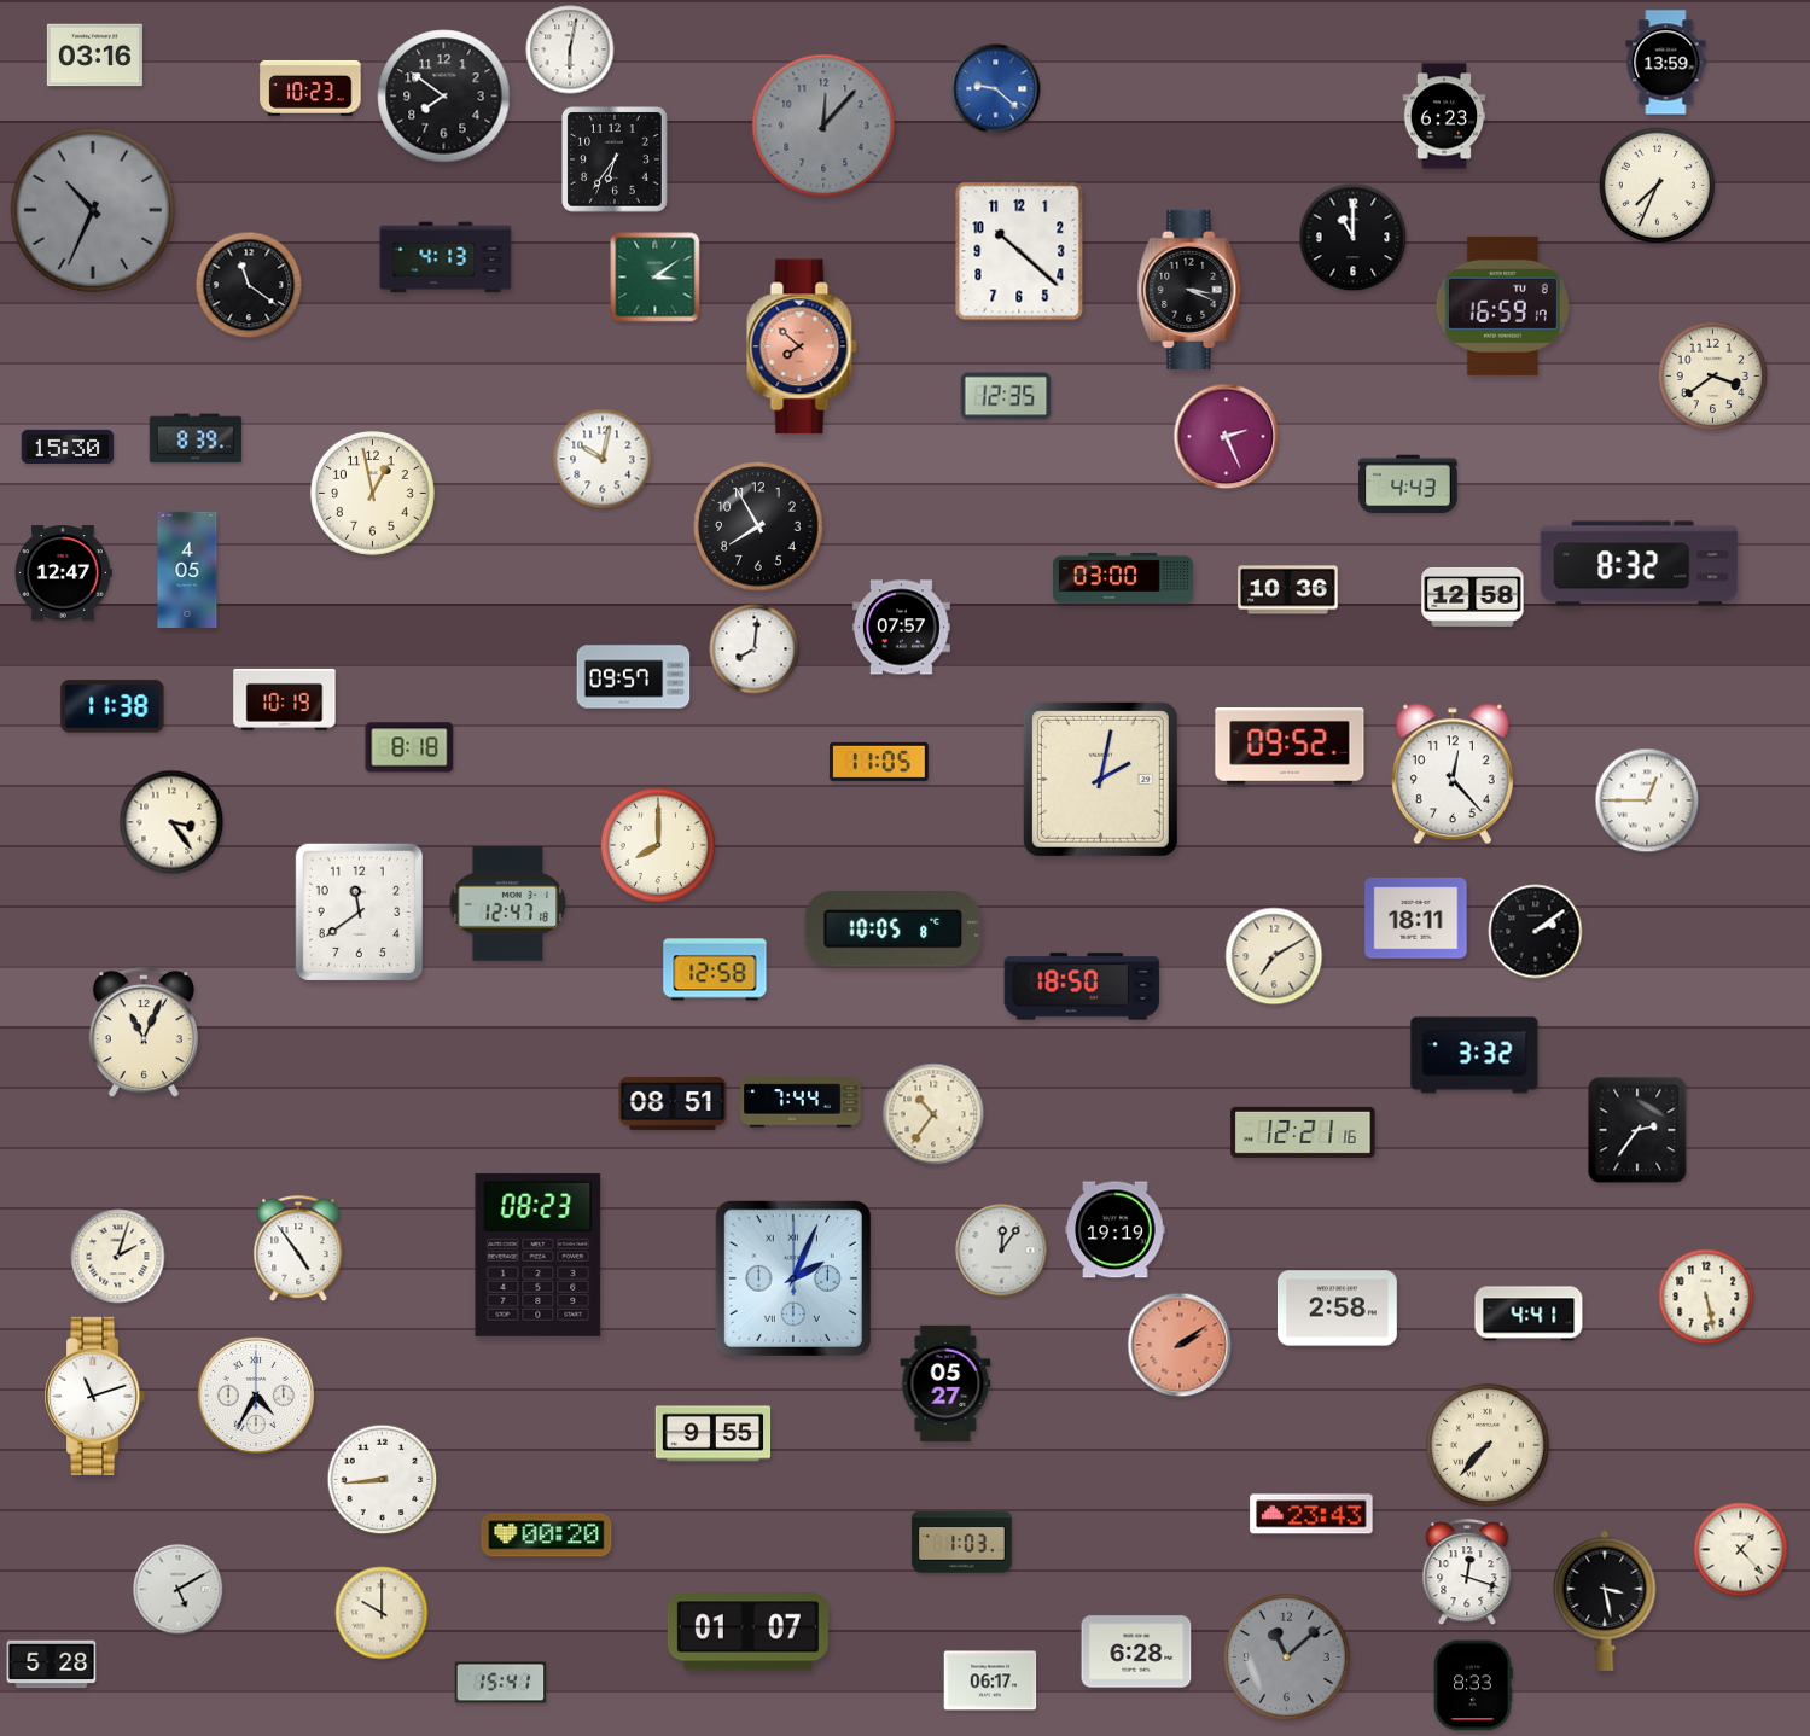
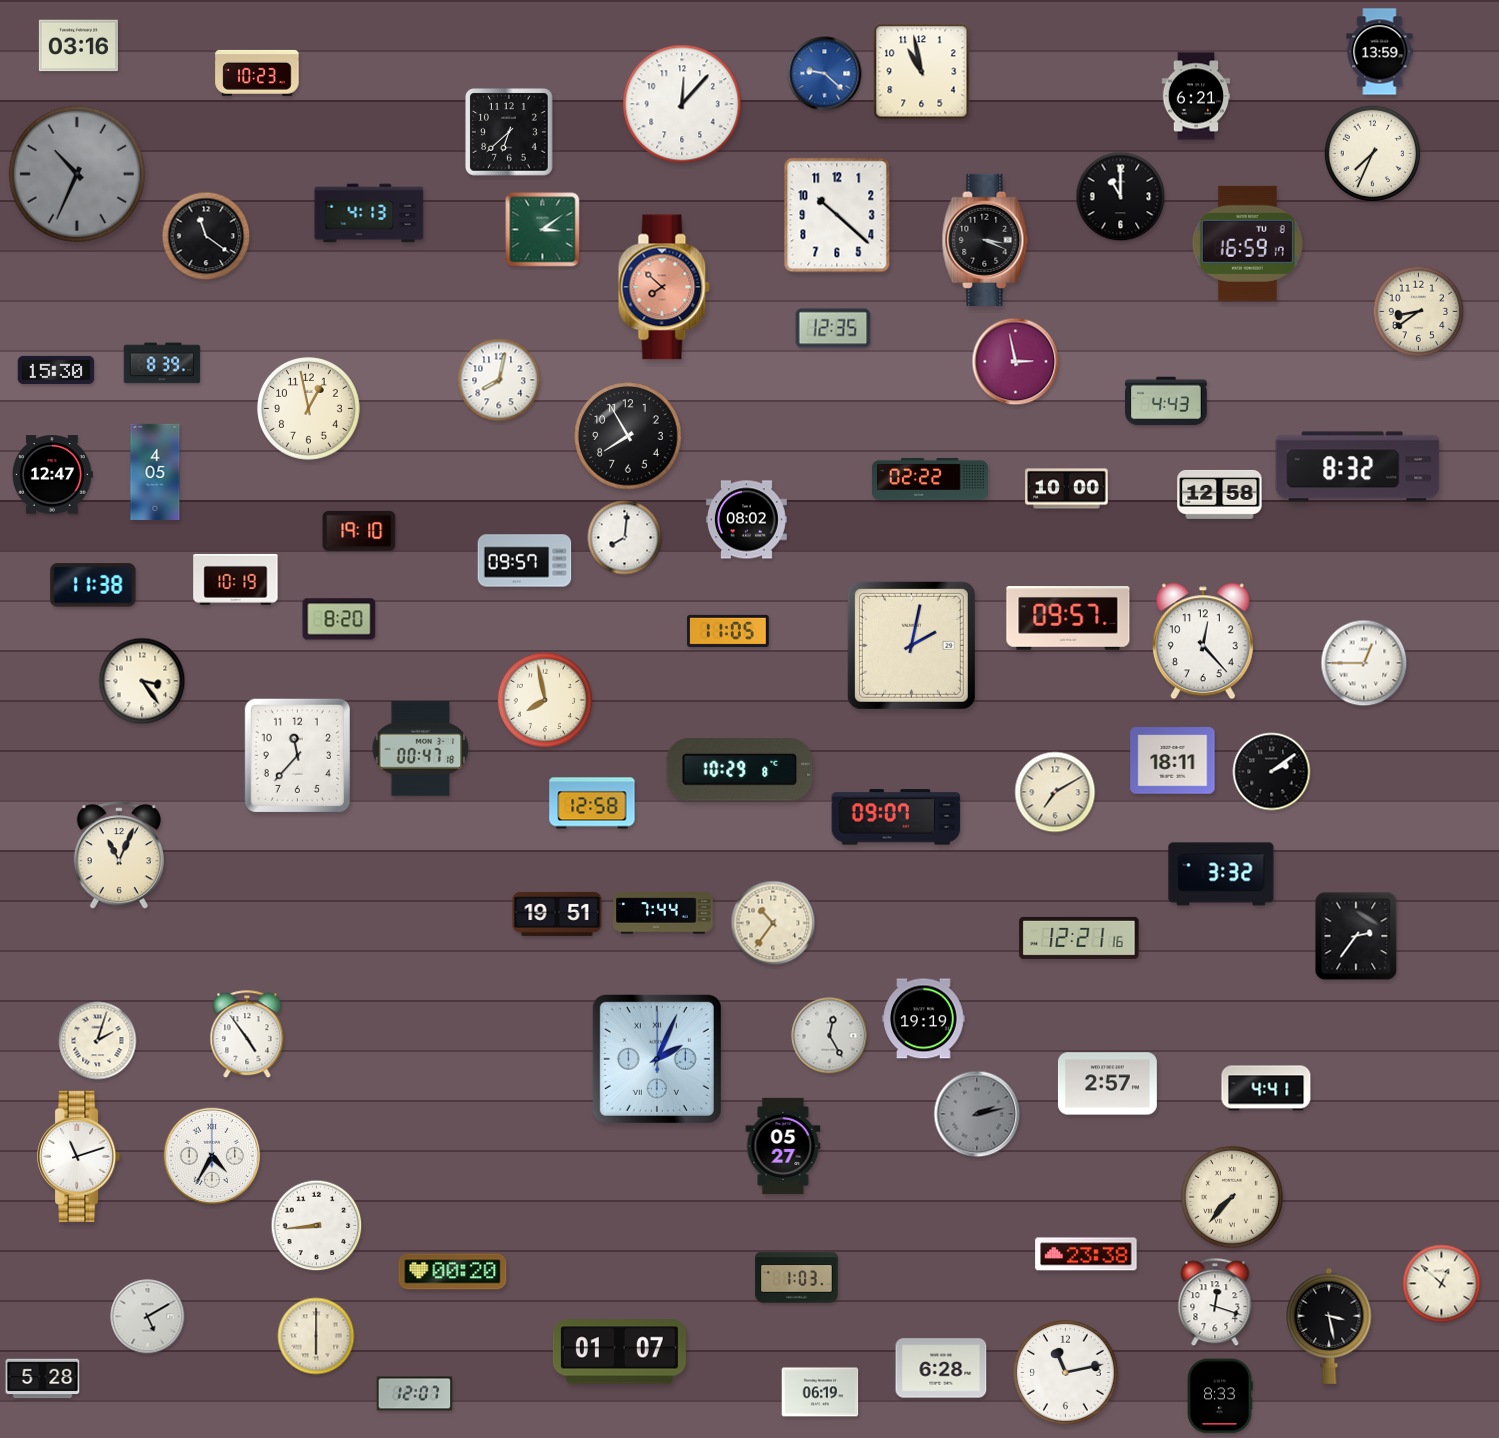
clock at (570, 49): 6:02 -> none
clock at (922, 72): none -> 10:58
clock at (444, 97): 7:51 -> none
clock at (1444, 116): 6:23 -> 6:21
clock at (823, 126) dial: grey -> white
clock at (615, 159): 6:36 -> 6:38
clock at (1019, 251) position: (1019, 251) -> (837, 215)
clock at (1502, 305) position: (1502, 305) -> (1247, 243)
clock at (1713, 377): 3:39 -> 8:39
clock at (1227, 437): 2:26 -> 2:58
clock at (603, 459): 10:02 -> 8:02
clock at (1123, 578): 03:00 -> 02:22
clock at (1288, 590): 10:36 -> 10:00
clock at (902, 628): 07:57 -> 08:02
clock at (359, 531): none -> 19:10
clock at (1290, 746): 09:52 -> 09:57
clock at (409, 747): 8:18 -> 8:20
clock at (657, 844): 8:00 -> 7:58
clock at (508, 904): 12:47 -> 00:47
clock at (359, 911): 11:39 -> 11:37
clock at (894, 930): 10:05 -> 10:29
clock at (1082, 986): 18:50 -> 09:07
clock at (673, 1103): 08:51 -> 19:51
clock at (1002, 1251): 12:06 -> 12:25
clock at (539, 1254): 08:23 -> none
clock at (1706, 1297): 5:28 -> none
clock at (1337, 1309): 2:58 -> 2:57
clock at (1180, 1345): 2:09 -> 2:13
clock at (1180, 1345) dial: salmon -> grey
clock at (714, 1434): 9:55 -> none
clock at (1311, 1514): 23:43 -> 23:38
clock at (1741, 1550): 1:23 -> 12:52
clock at (382, 1613): 10:00 -> 6:00
clock at (1287, 1658): 11:08 -> 11:13
clock at (1287, 1658) dial: grey -> white
clock at (990, 1680): 06:17 -> 06:19
clock at (501, 1683): 15:41 -> 12:07
